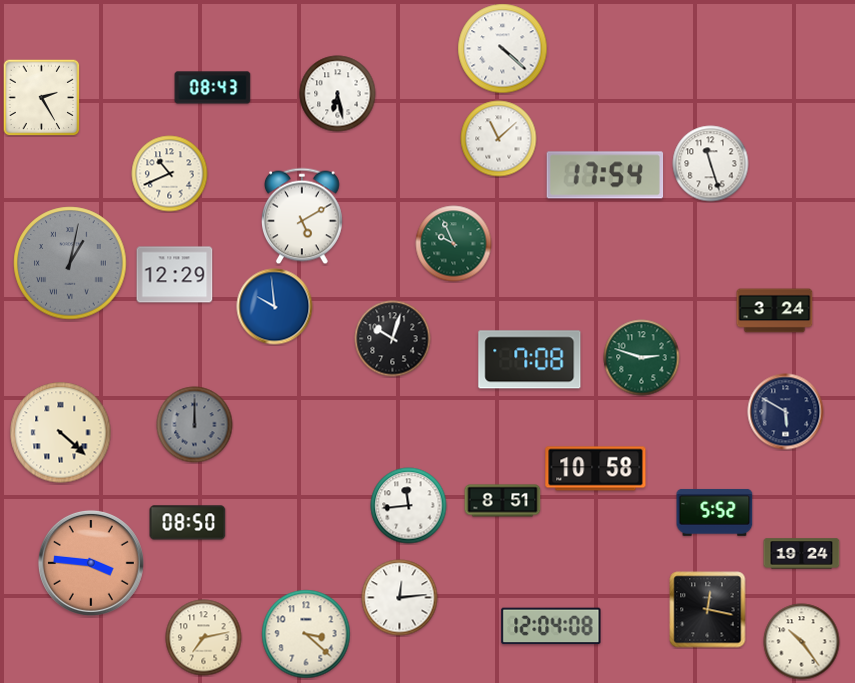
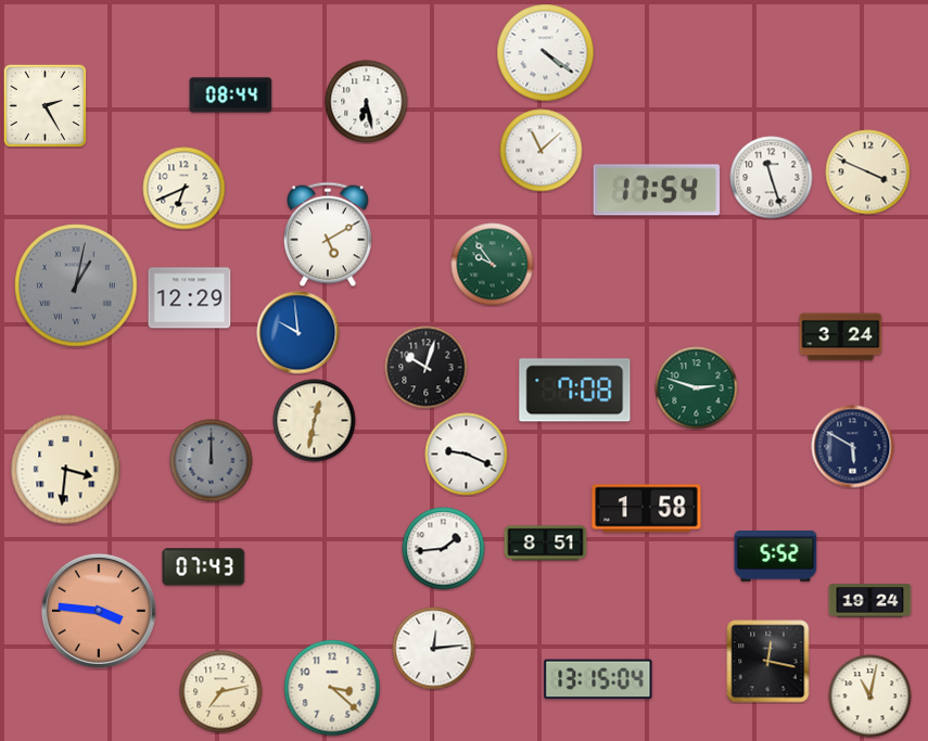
clock at (503, 49): 4:22 -> 4:21
clock at (213, 88): 08:43 -> 08:44
clock at (868, 173): none -> 3:49
clock at (170, 174): 10:41 -> 6:41
clock at (454, 244): 9:56 -> 9:54
clock at (315, 421): none -> 12:32
clock at (467, 455): none -> 9:19
clock at (61, 433): 4:22 -> 3:31
clock at (596, 469): 10:58 -> 1:58
clock at (409, 506): 11:44 -> 1:44
clock at (188, 523): 08:50 -> 07:43
clock at (551, 626): 12:04 -> 13:15
clock at (802, 642): 10:24 -> 11:02
